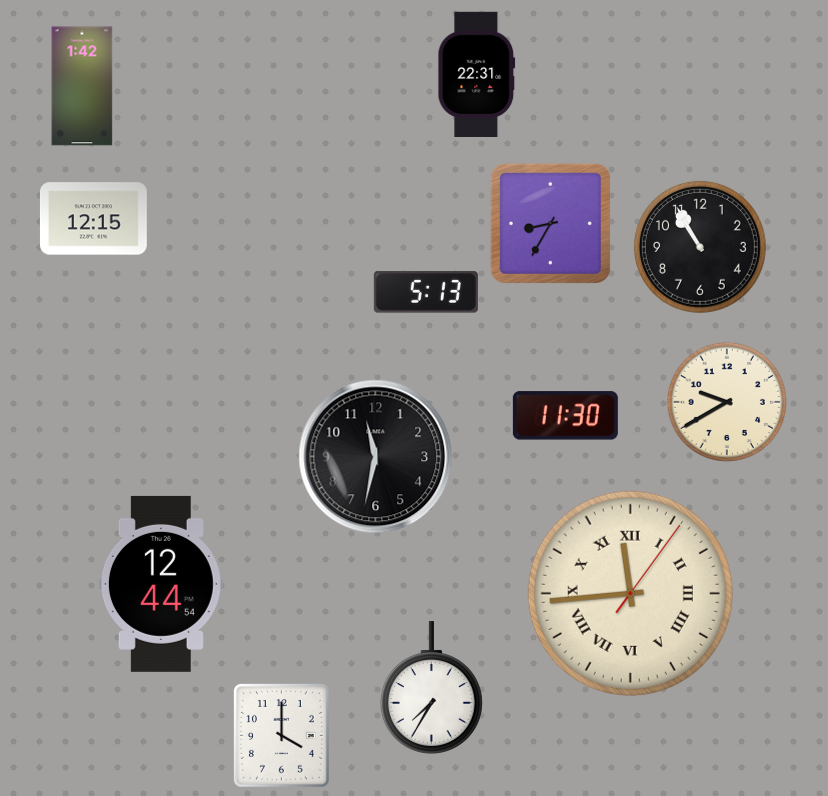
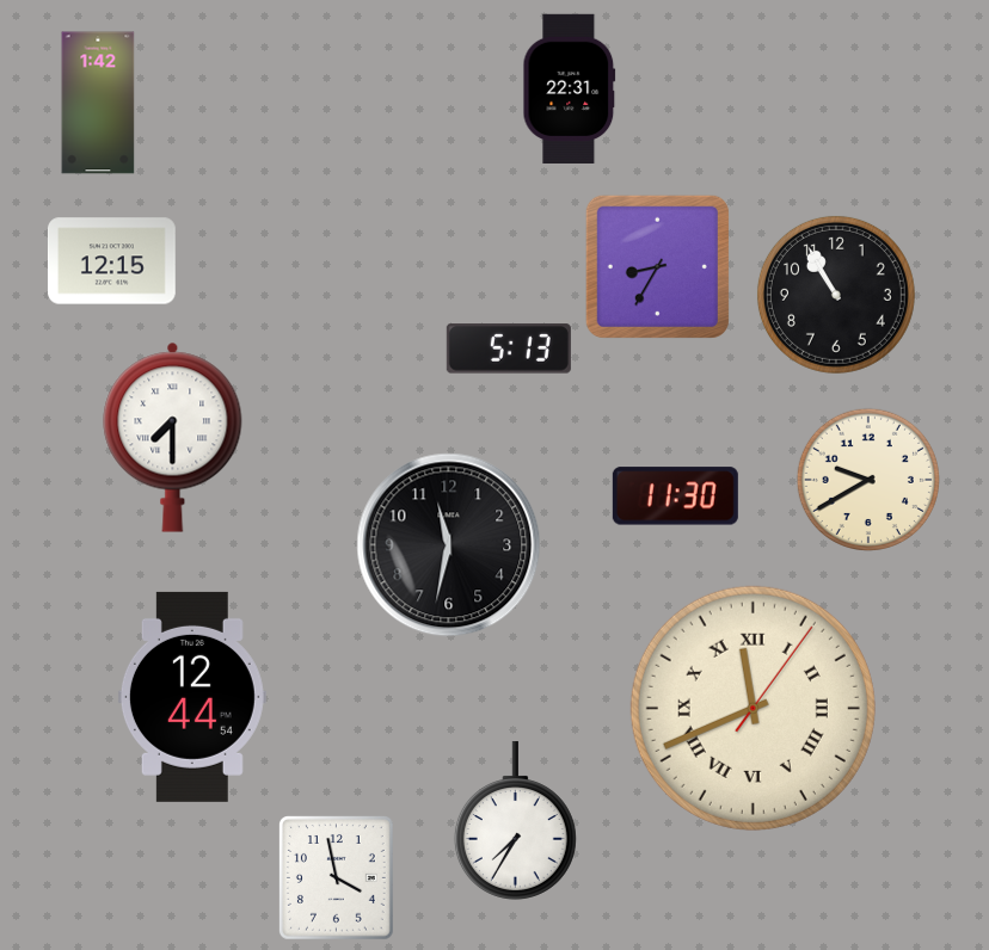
clock at (173, 437): none -> 7:30
clock at (630, 593): 11:44 -> 11:41
clock at (282, 736): 4:00 -> 3:58
